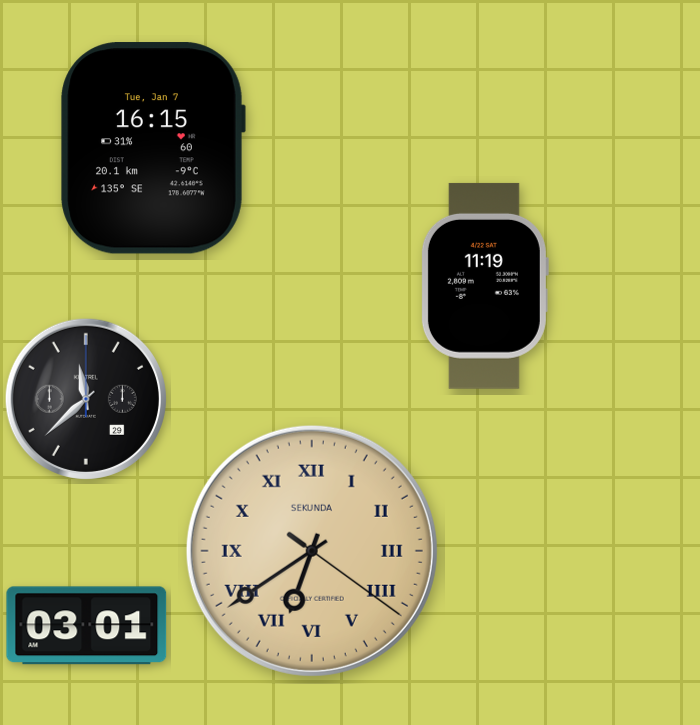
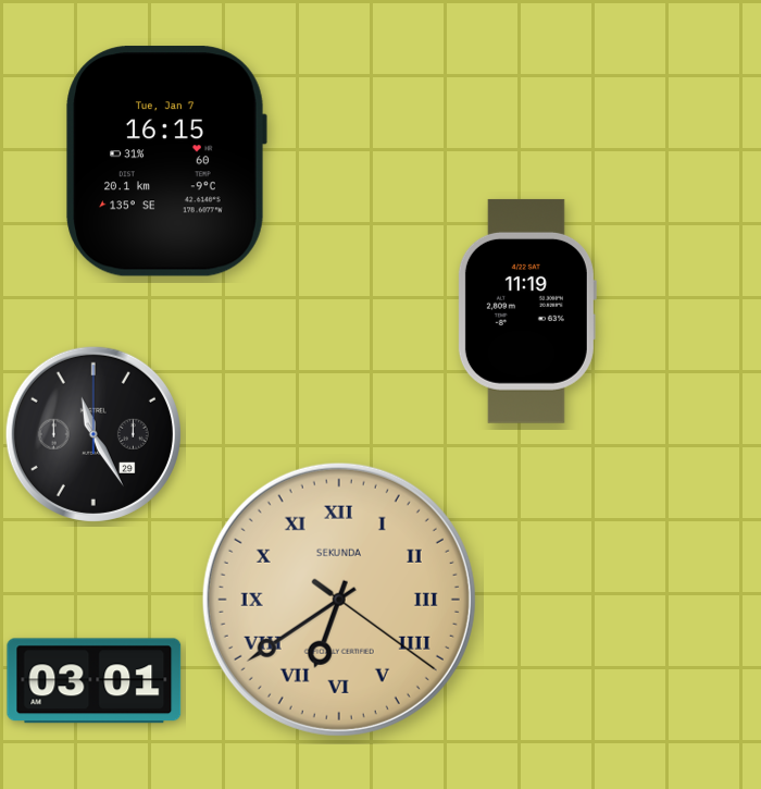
clock at (86, 399): 11:38 -> 11:25
